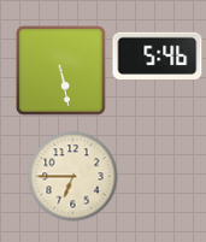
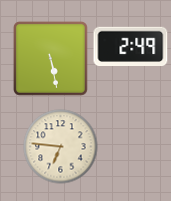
clock at (158, 55): 5:46 -> 2:49
clock at (73, 177): 6:45 -> 6:46
